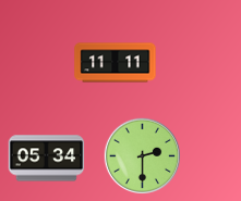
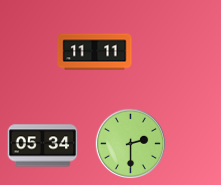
clock at (116, 63) position: (116, 63) -> (95, 52)
